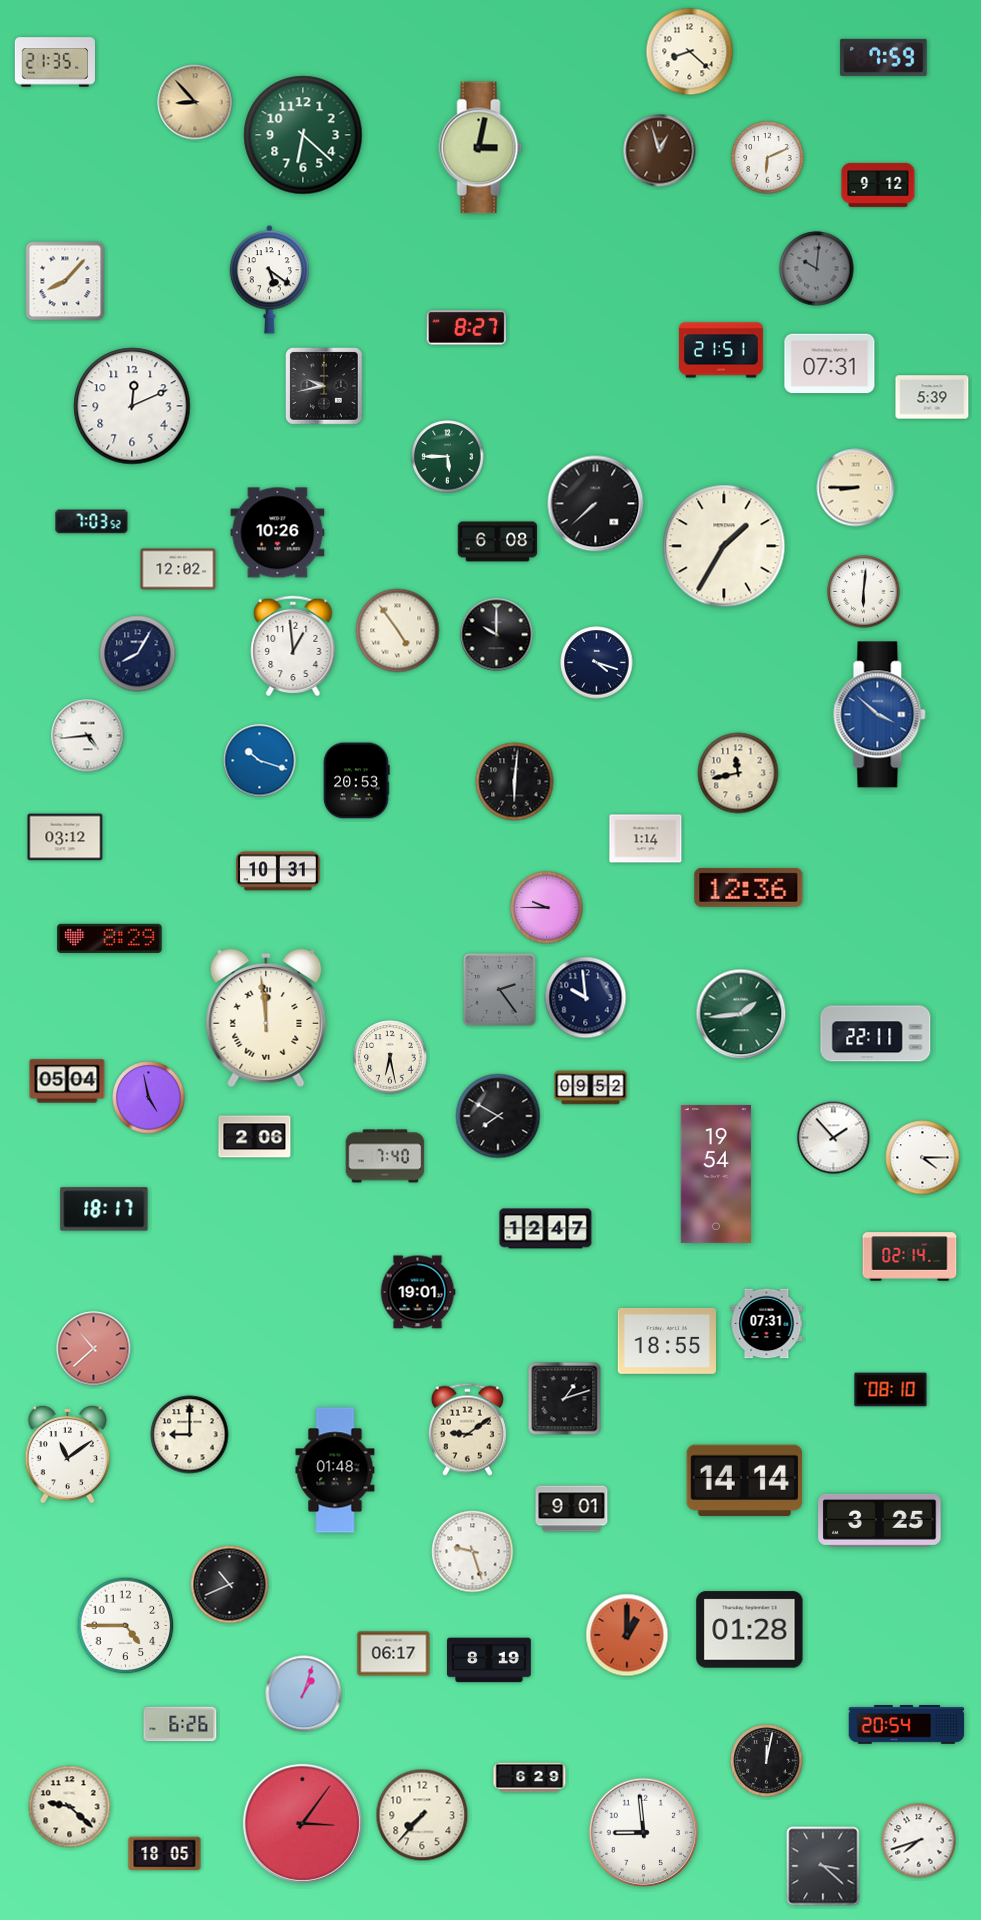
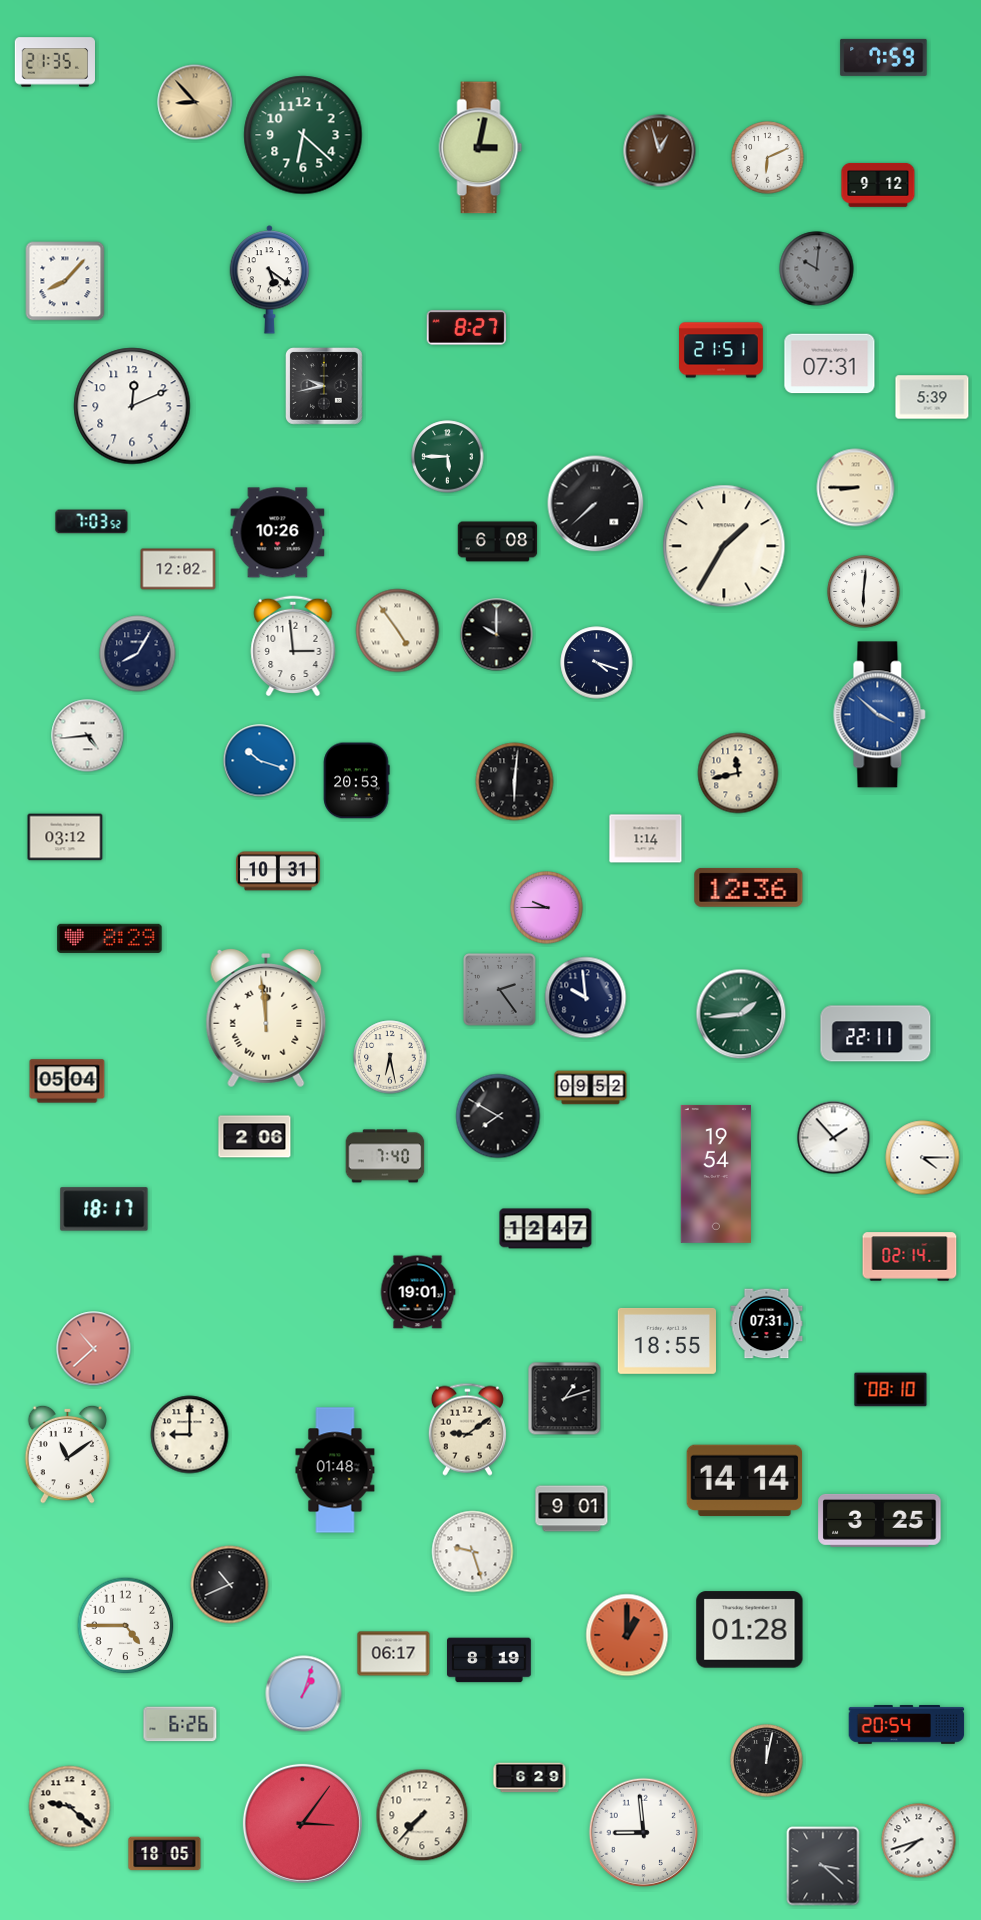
clock at (690, 52): 8:22 -> none
clock at (293, 646): 12:59 -> 2:59
clock at (149, 1098): 4:58 -> none
